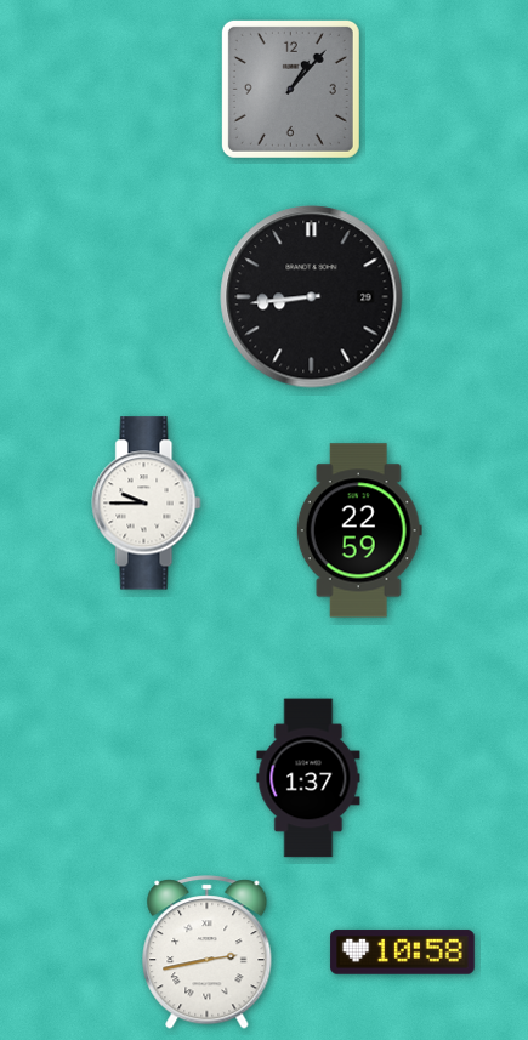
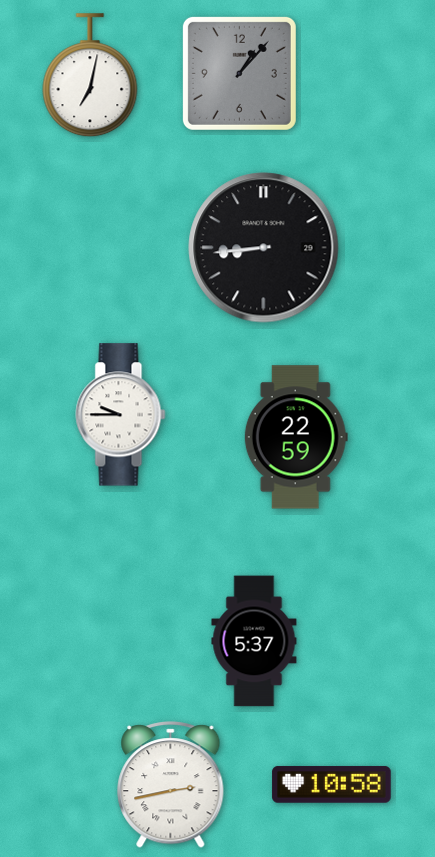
clock at (90, 76): none -> 7:02
clock at (312, 297) position: (312, 297) -> (264, 248)
clock at (308, 778): 1:37 -> 5:37
